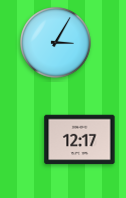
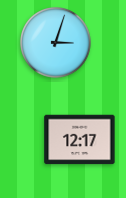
clock at (56, 43): 3:05 -> 3:03
